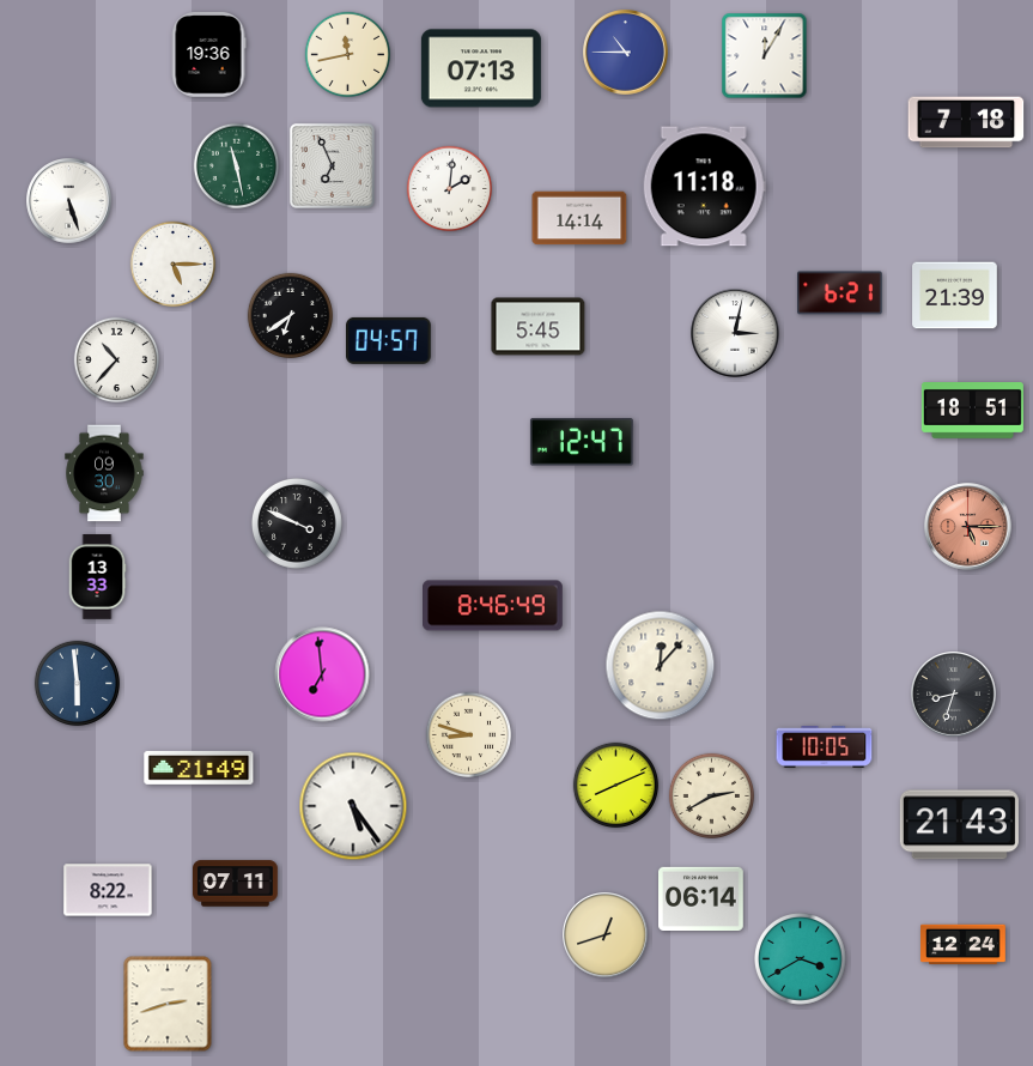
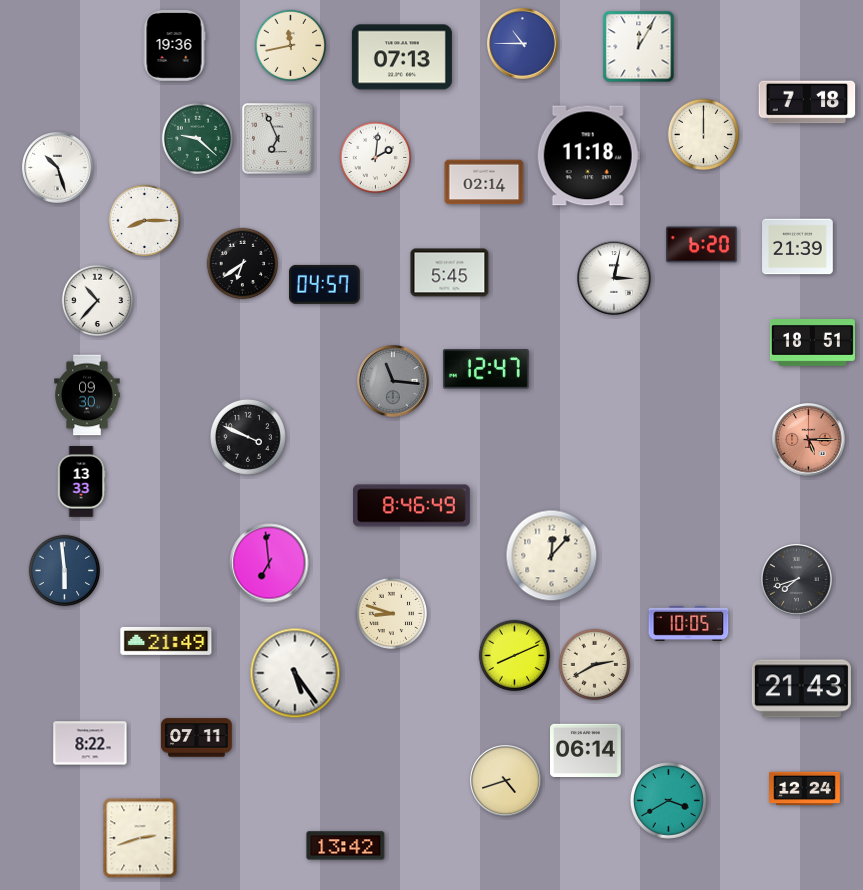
clock at (704, 135): none -> 12:00
clock at (237, 166): 11:28 -> 9:22
clock at (69, 201): 5:27 -> 10:27
clock at (579, 218): 14:14 -> 02:14
clock at (174, 265): 5:15 -> 8:15
clock at (840, 293): 6:21 -> 6:20
clock at (393, 381): none -> 11:16
clock at (954, 695): 8:33 -> 7:42
clock at (606, 935): 12:42 -> 4:42
clock at (346, 846): none -> 13:42
